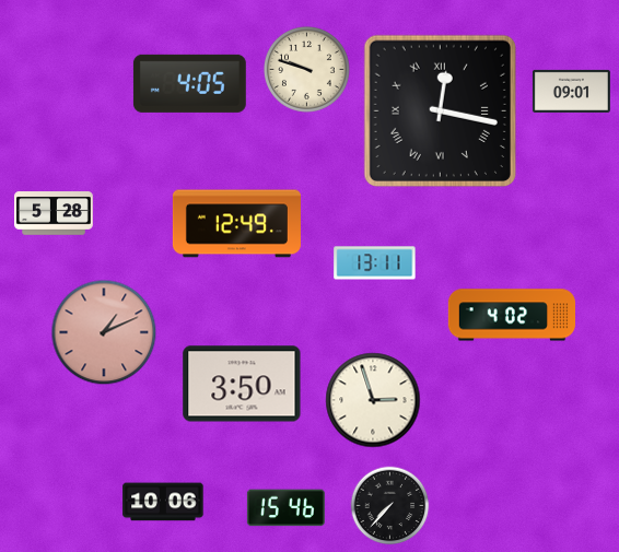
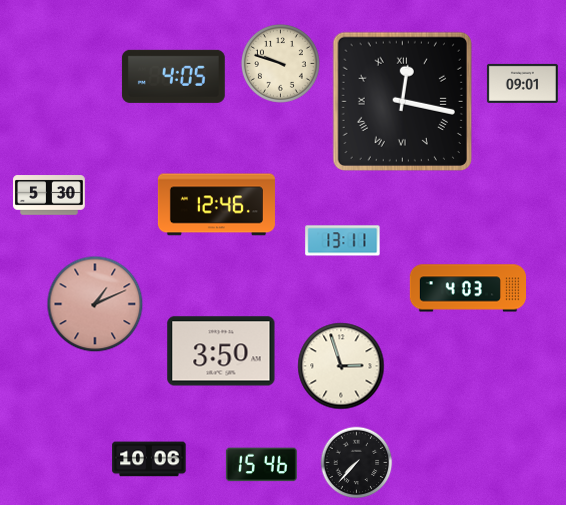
clock at (55, 213): 5:28 -> 5:30
clock at (236, 224): 12:49 -> 12:46
clock at (511, 315): 4:02 -> 4:03
